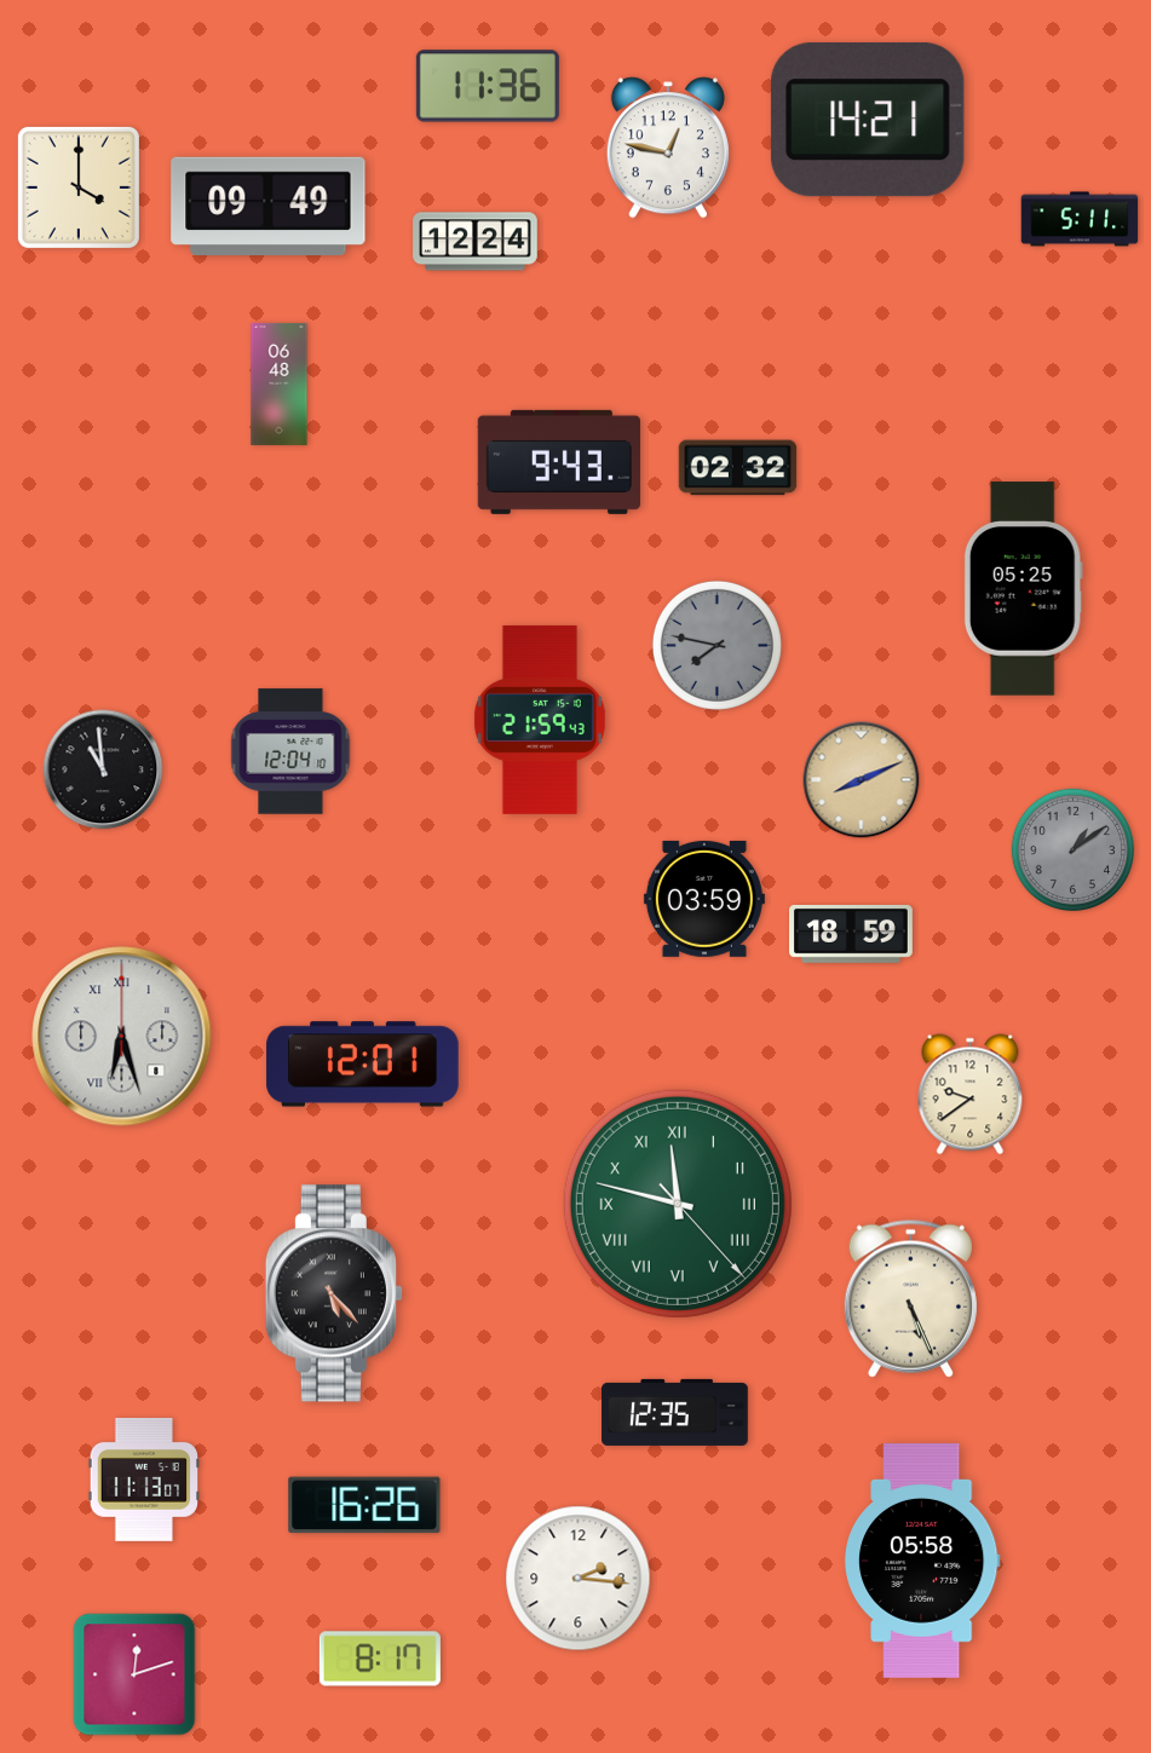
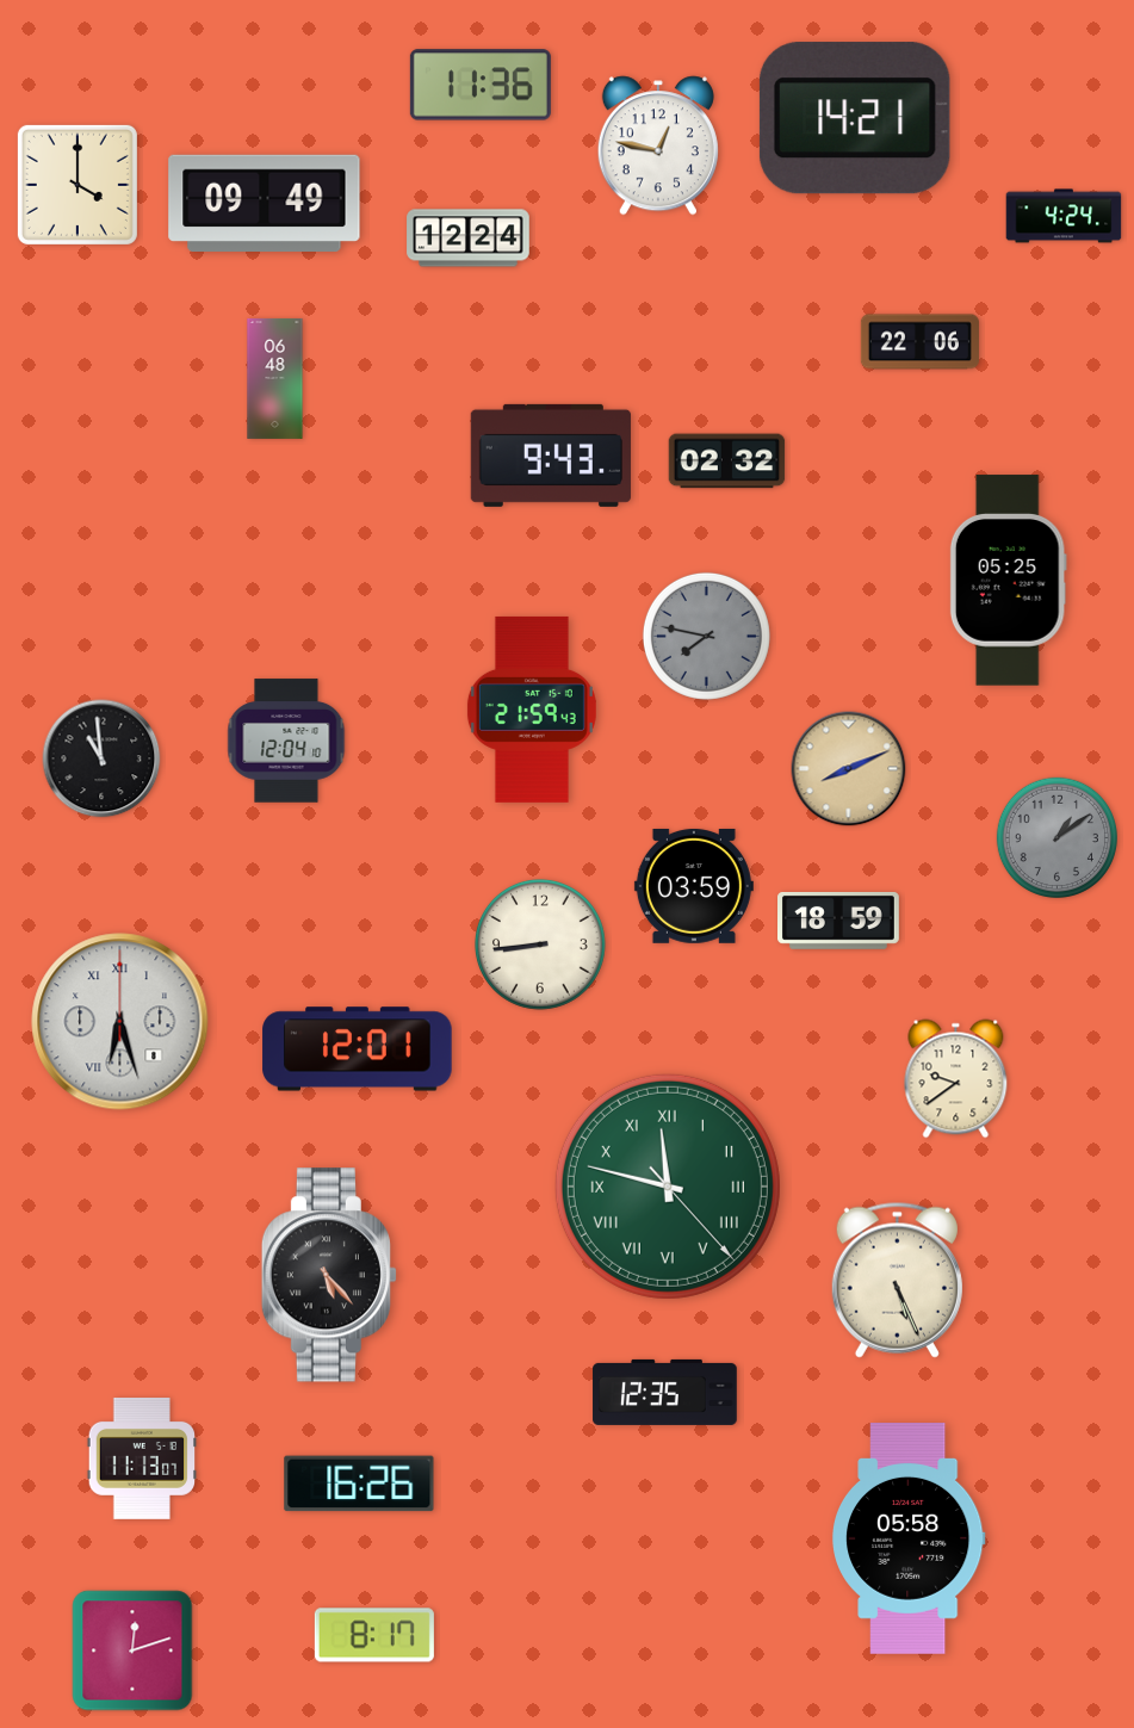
clock at (1080, 219): 5:11 -> 4:24
clock at (919, 342): none -> 22:06
clock at (540, 944): none -> 8:44
clock at (579, 1579): 2:16 -> none
